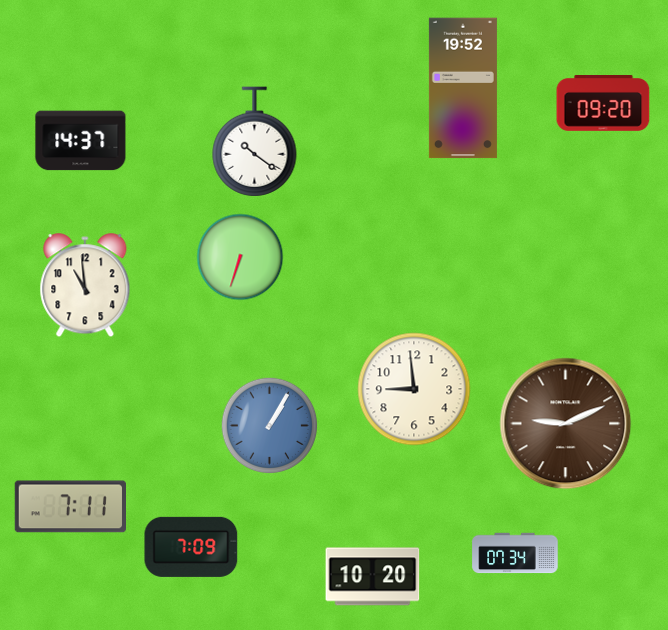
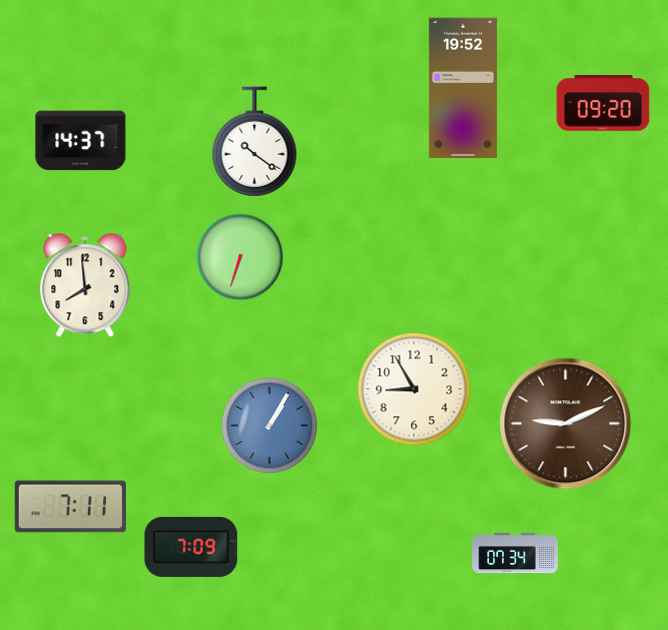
clock at (85, 286): 10:59 -> 7:59
clock at (414, 389): 8:59 -> 8:55
clock at (373, 577): 10:20 -> none
